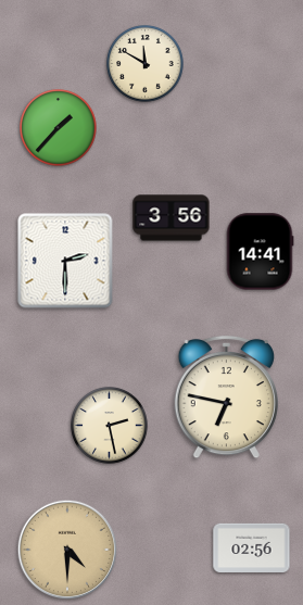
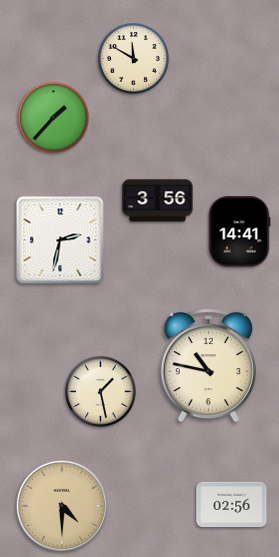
clock at (65, 261): 2:30 -> 2:32
clock at (226, 398): 6:47 -> 10:47
clock at (110, 426): 2:28 -> 1:28
